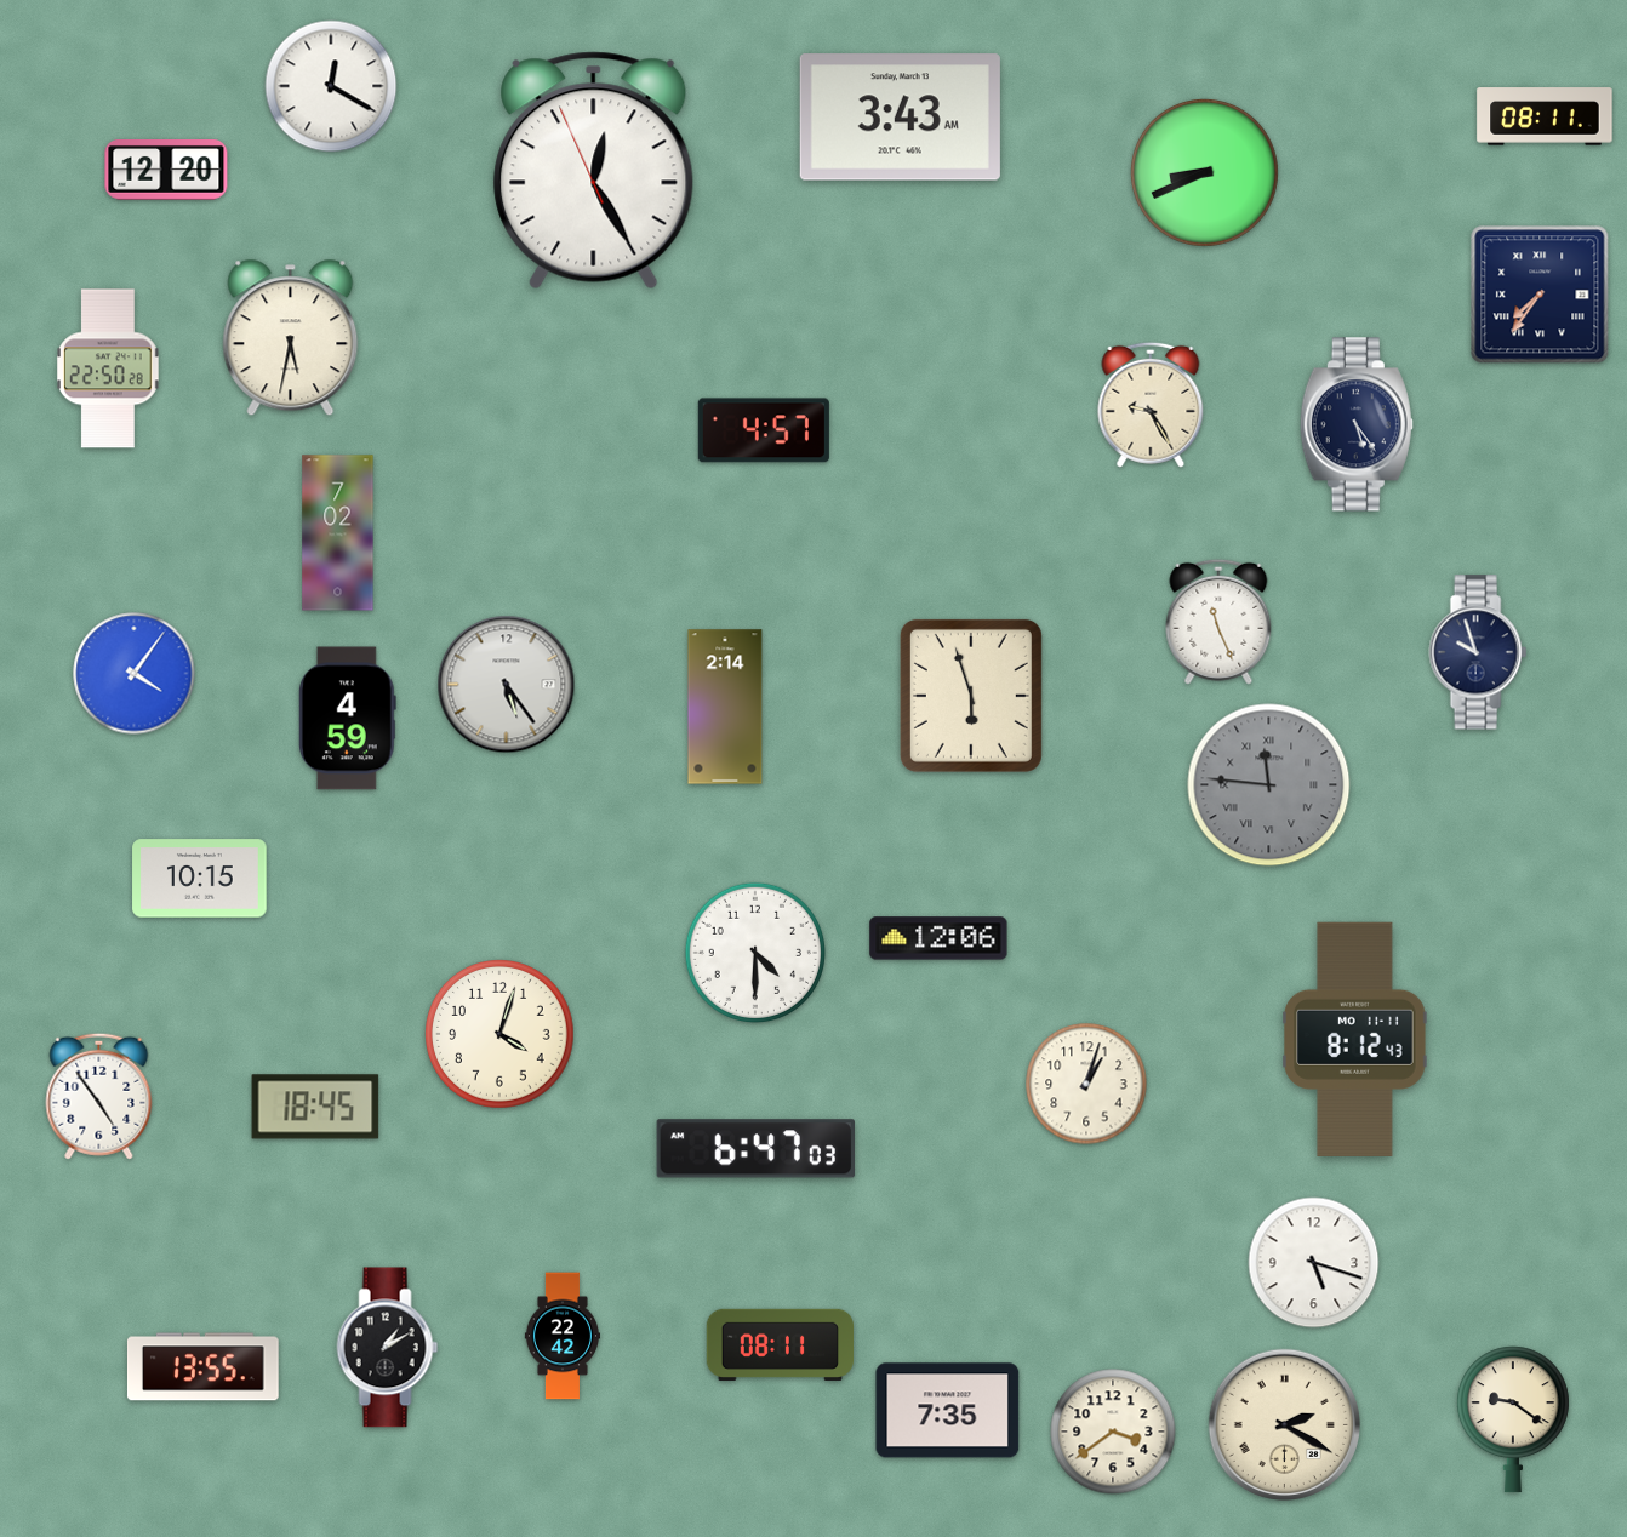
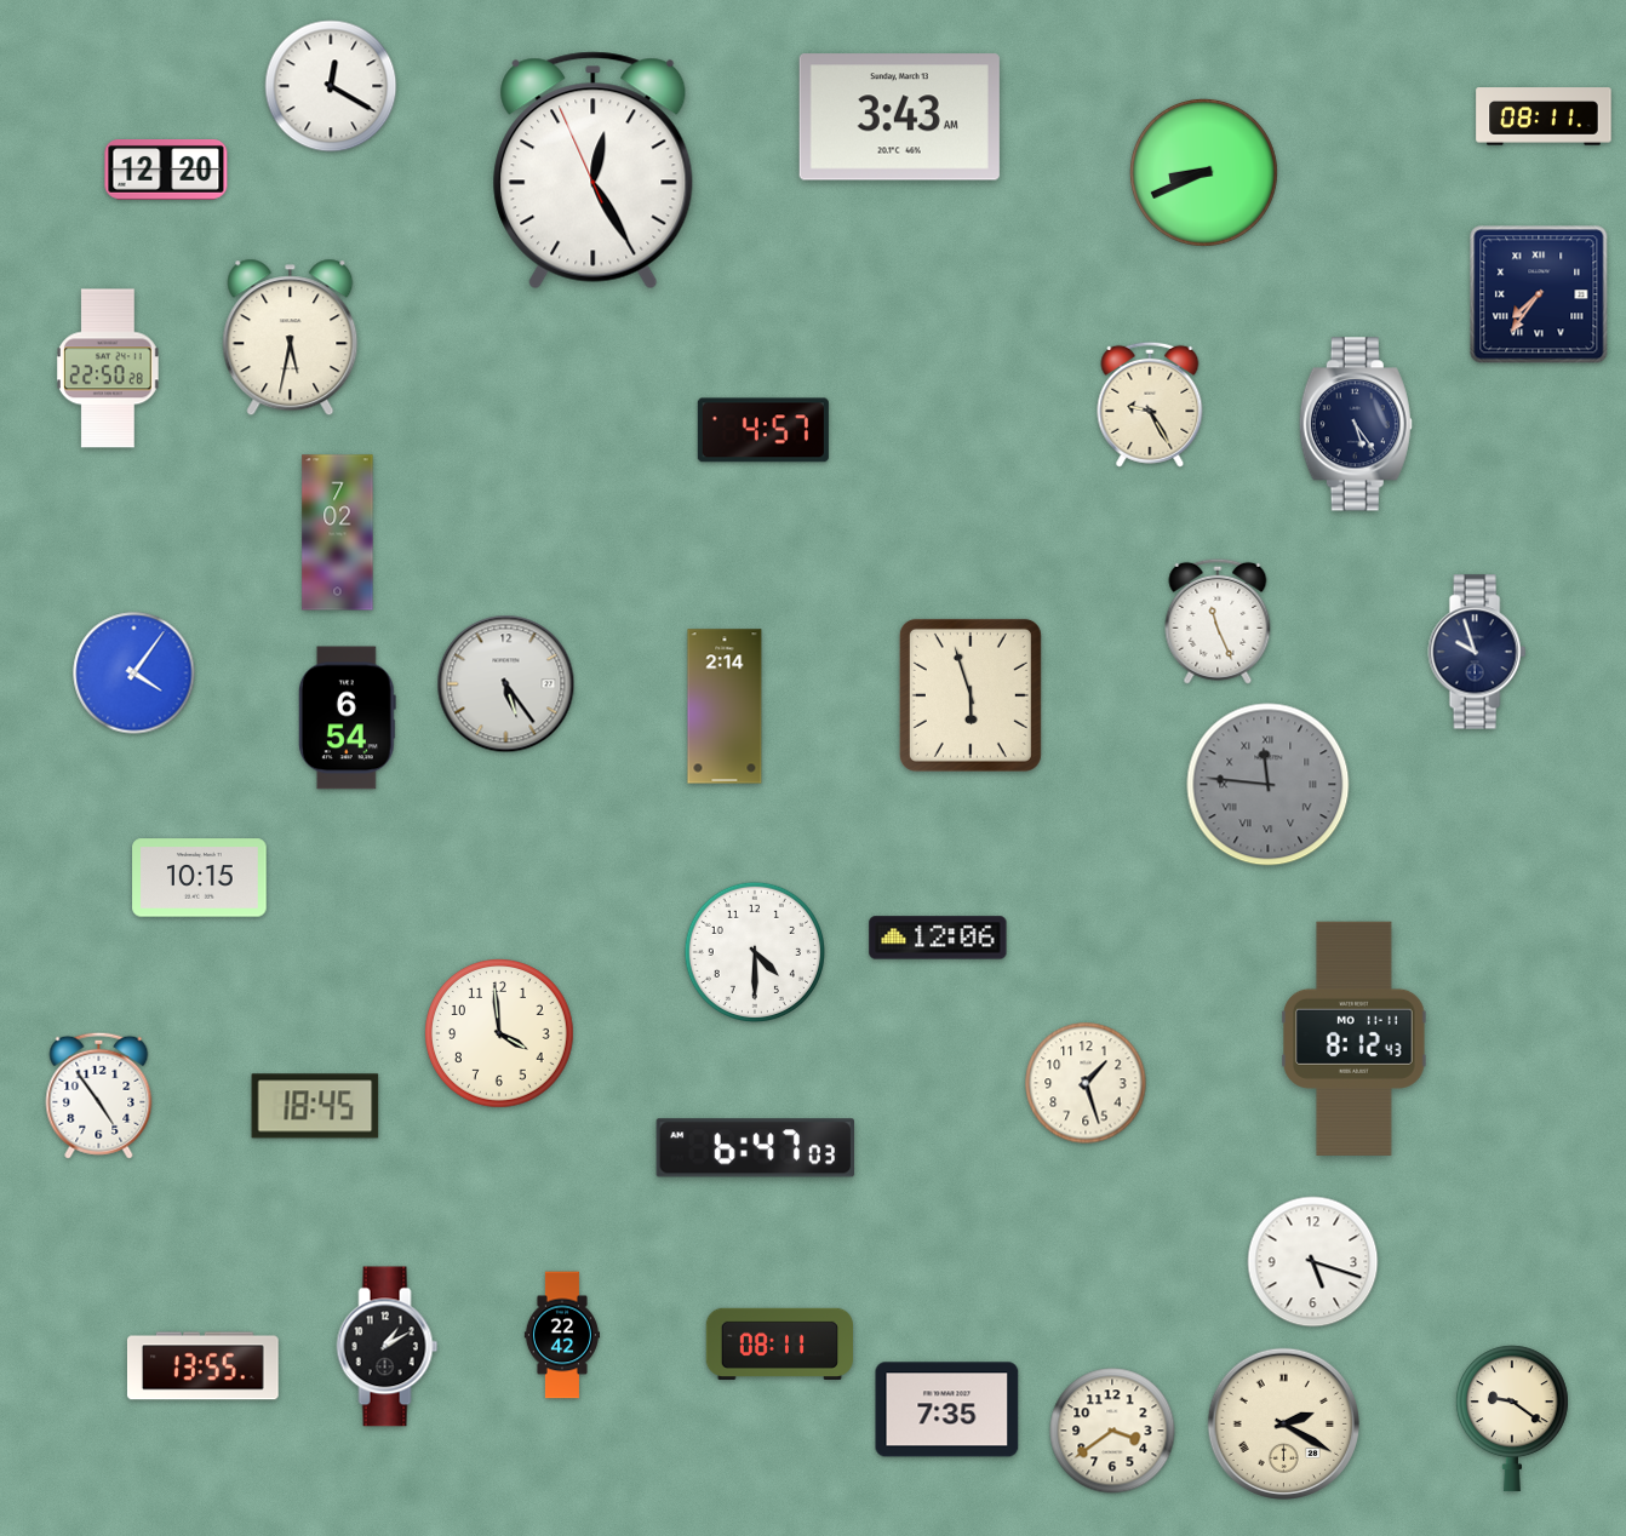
clock at (347, 719): 4:59 -> 6:54
clock at (501, 1035): 4:03 -> 3:59
clock at (1086, 1084): 1:03 -> 1:27
